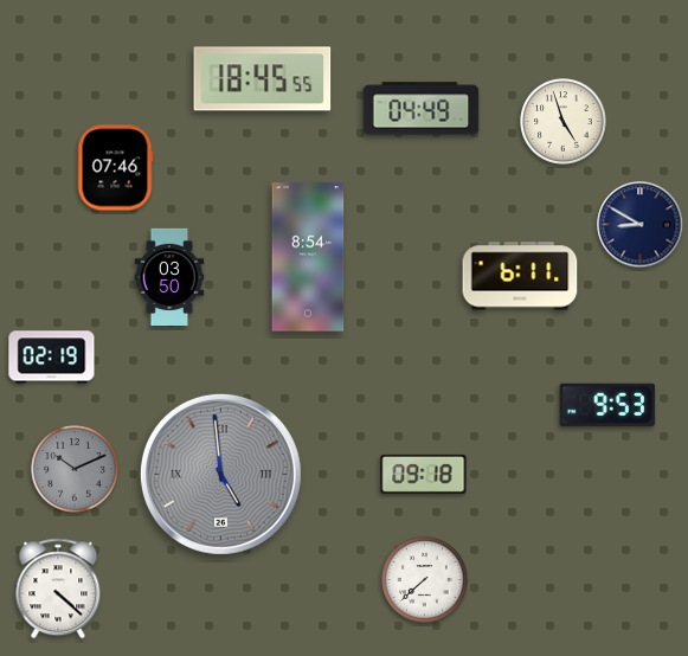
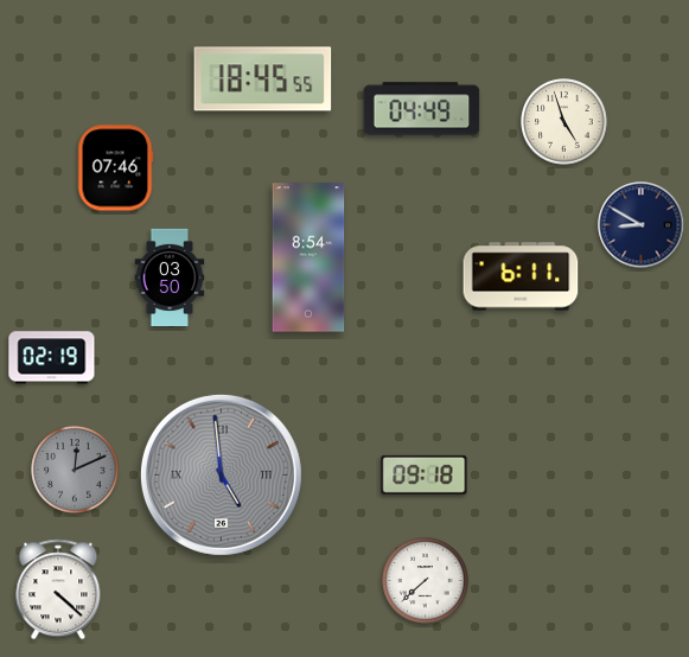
clock at (607, 405): 9:53 -> none
clock at (75, 469): 10:11 -> 12:11
